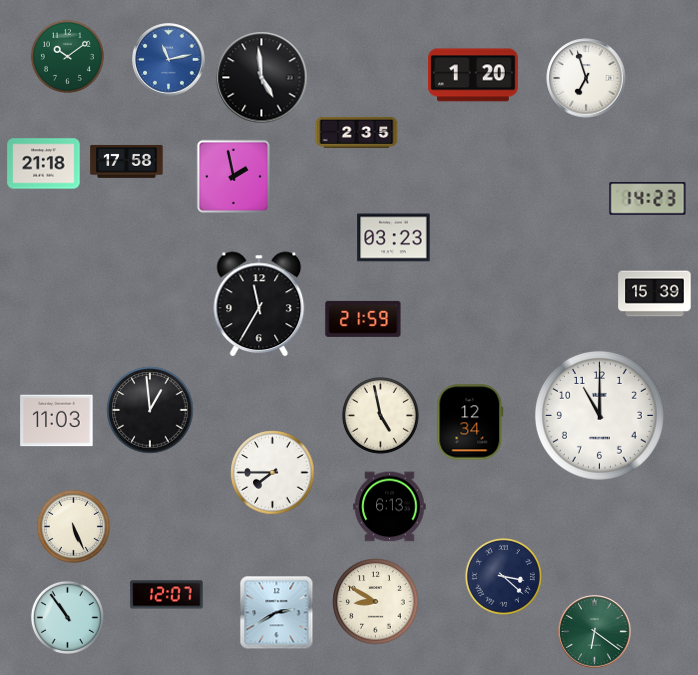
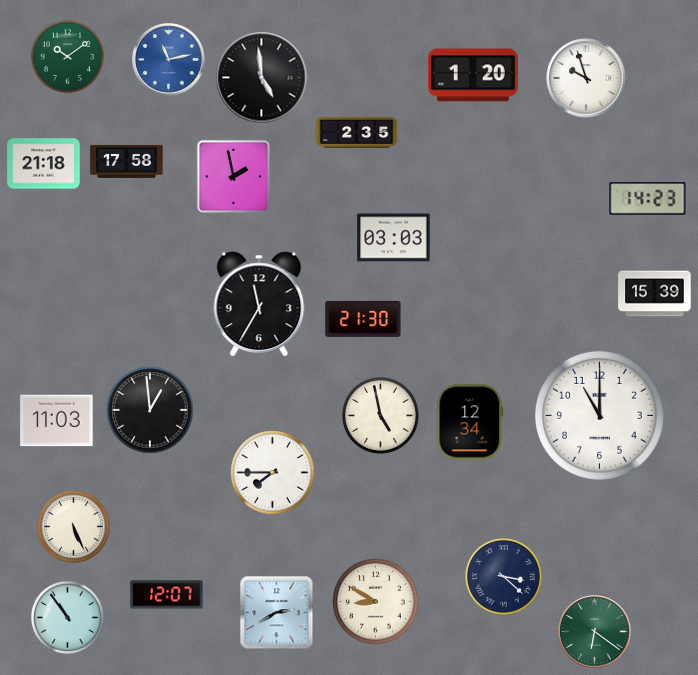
clock at (586, 78): 6:57 -> 9:57
clock at (394, 238): 03:23 -> 03:03
clock at (363, 319): 21:59 -> 21:30
clock at (390, 507): 6:13 -> none
